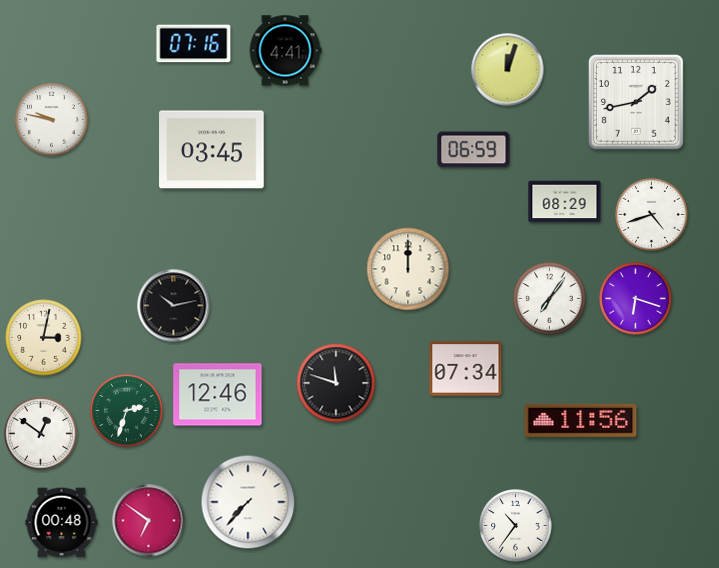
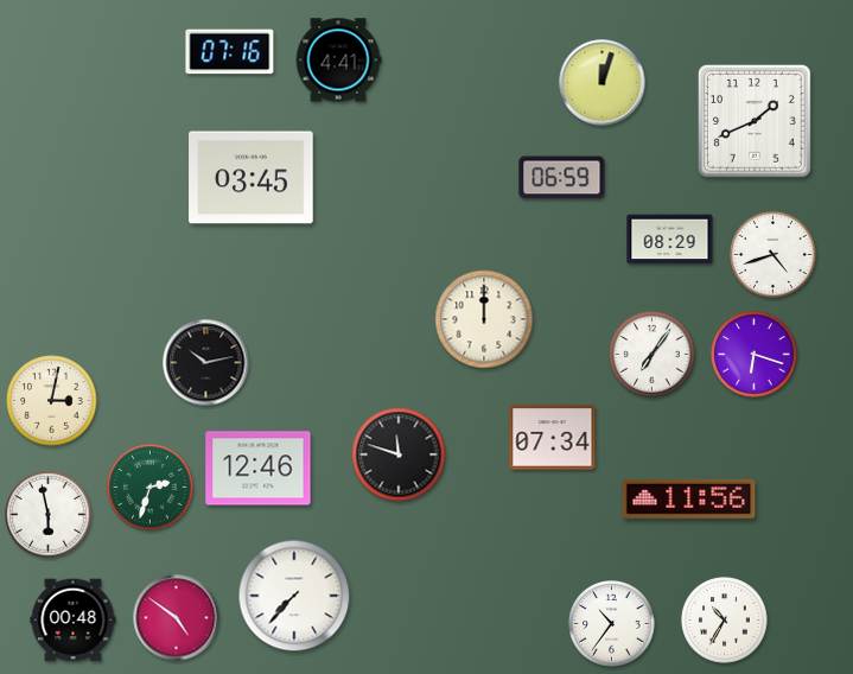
clock at (636, 102): 1:43 -> 1:41
clock at (52, 120): 9:47 -> none
clock at (41, 434): 12:51 -> 5:58
clock at (149, 521): 6:51 -> 4:51
clock at (725, 621): none -> 10:35
